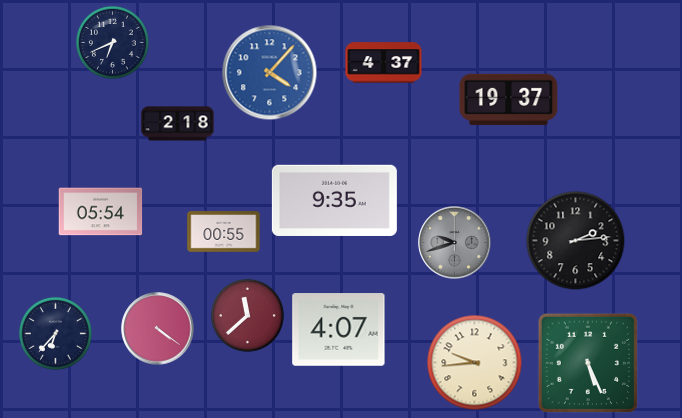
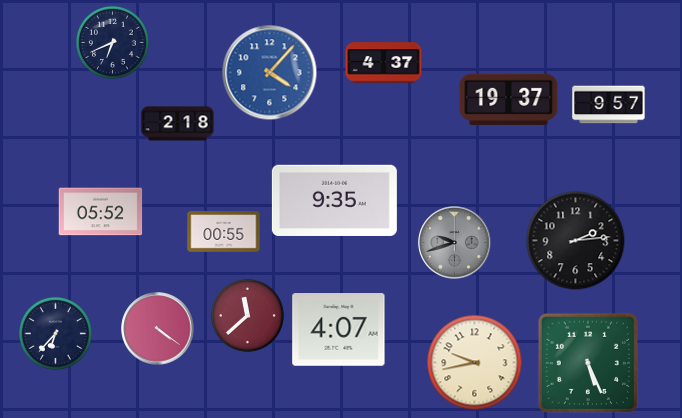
clock at (609, 105): none -> 9:57
clock at (101, 212): 05:54 -> 05:52
clock at (475, 363): 9:44 -> 9:43
